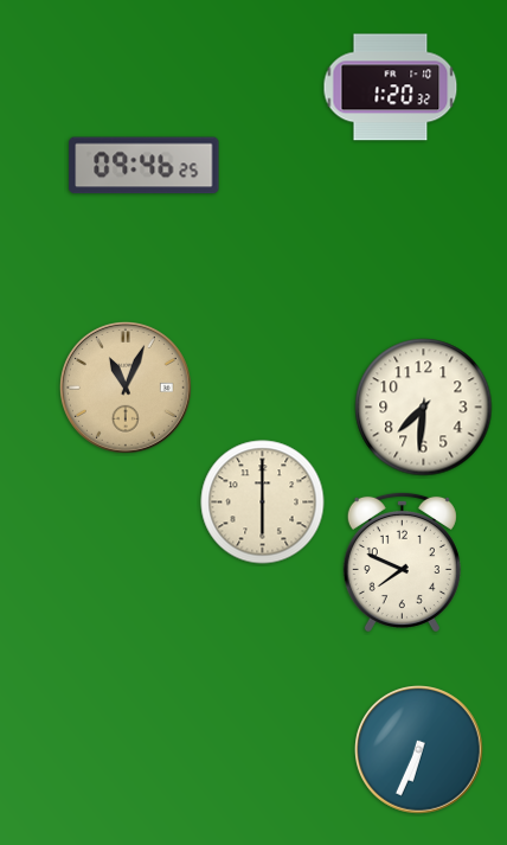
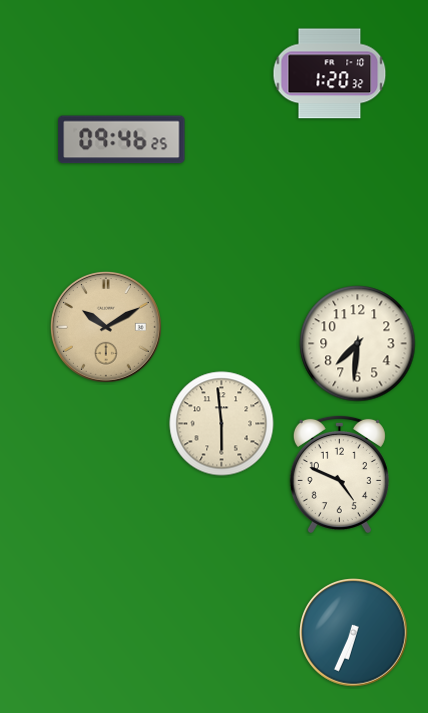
clock at (126, 388): 11:04 -> 10:10
clock at (263, 502): 6:00 -> 5:59
clock at (402, 562): 7:49 -> 4:49
